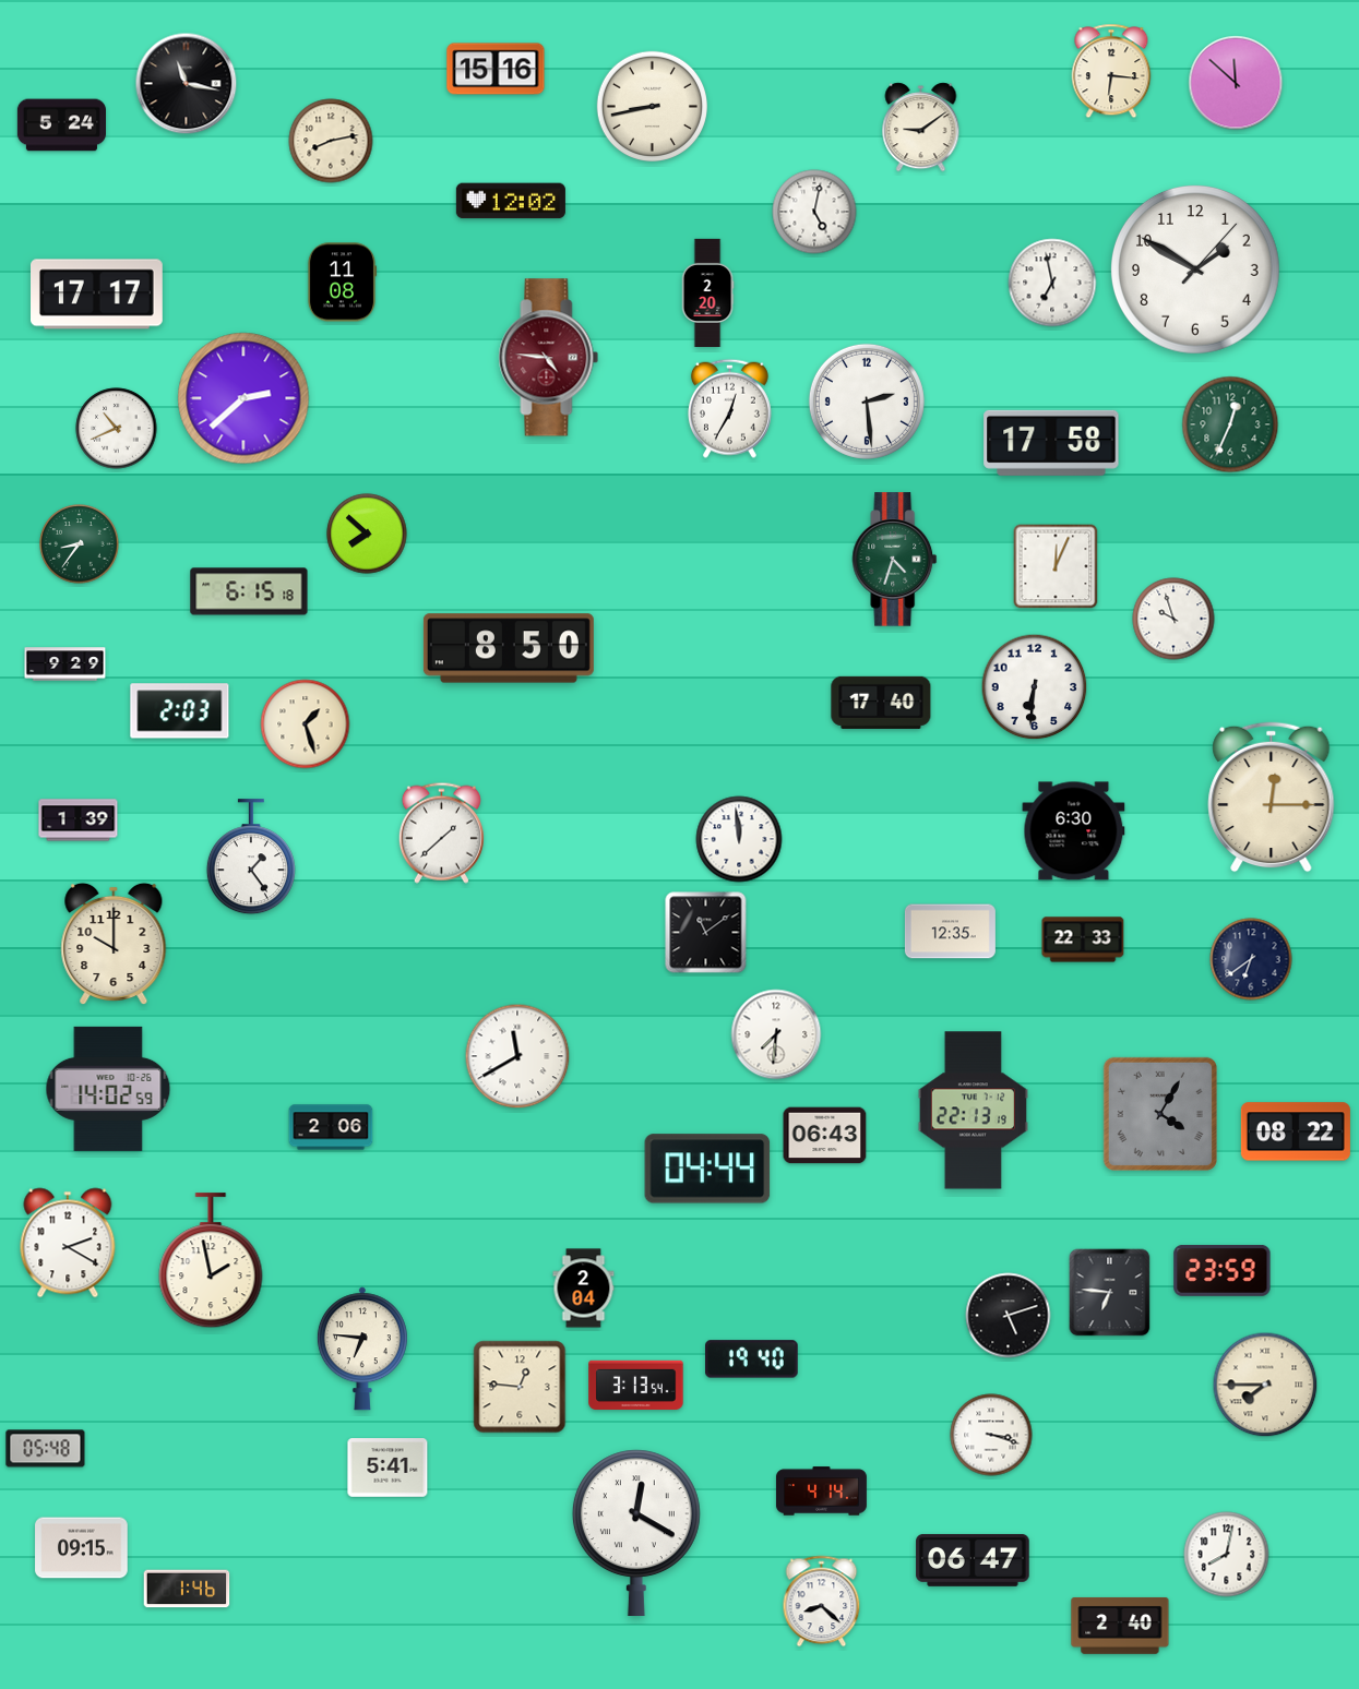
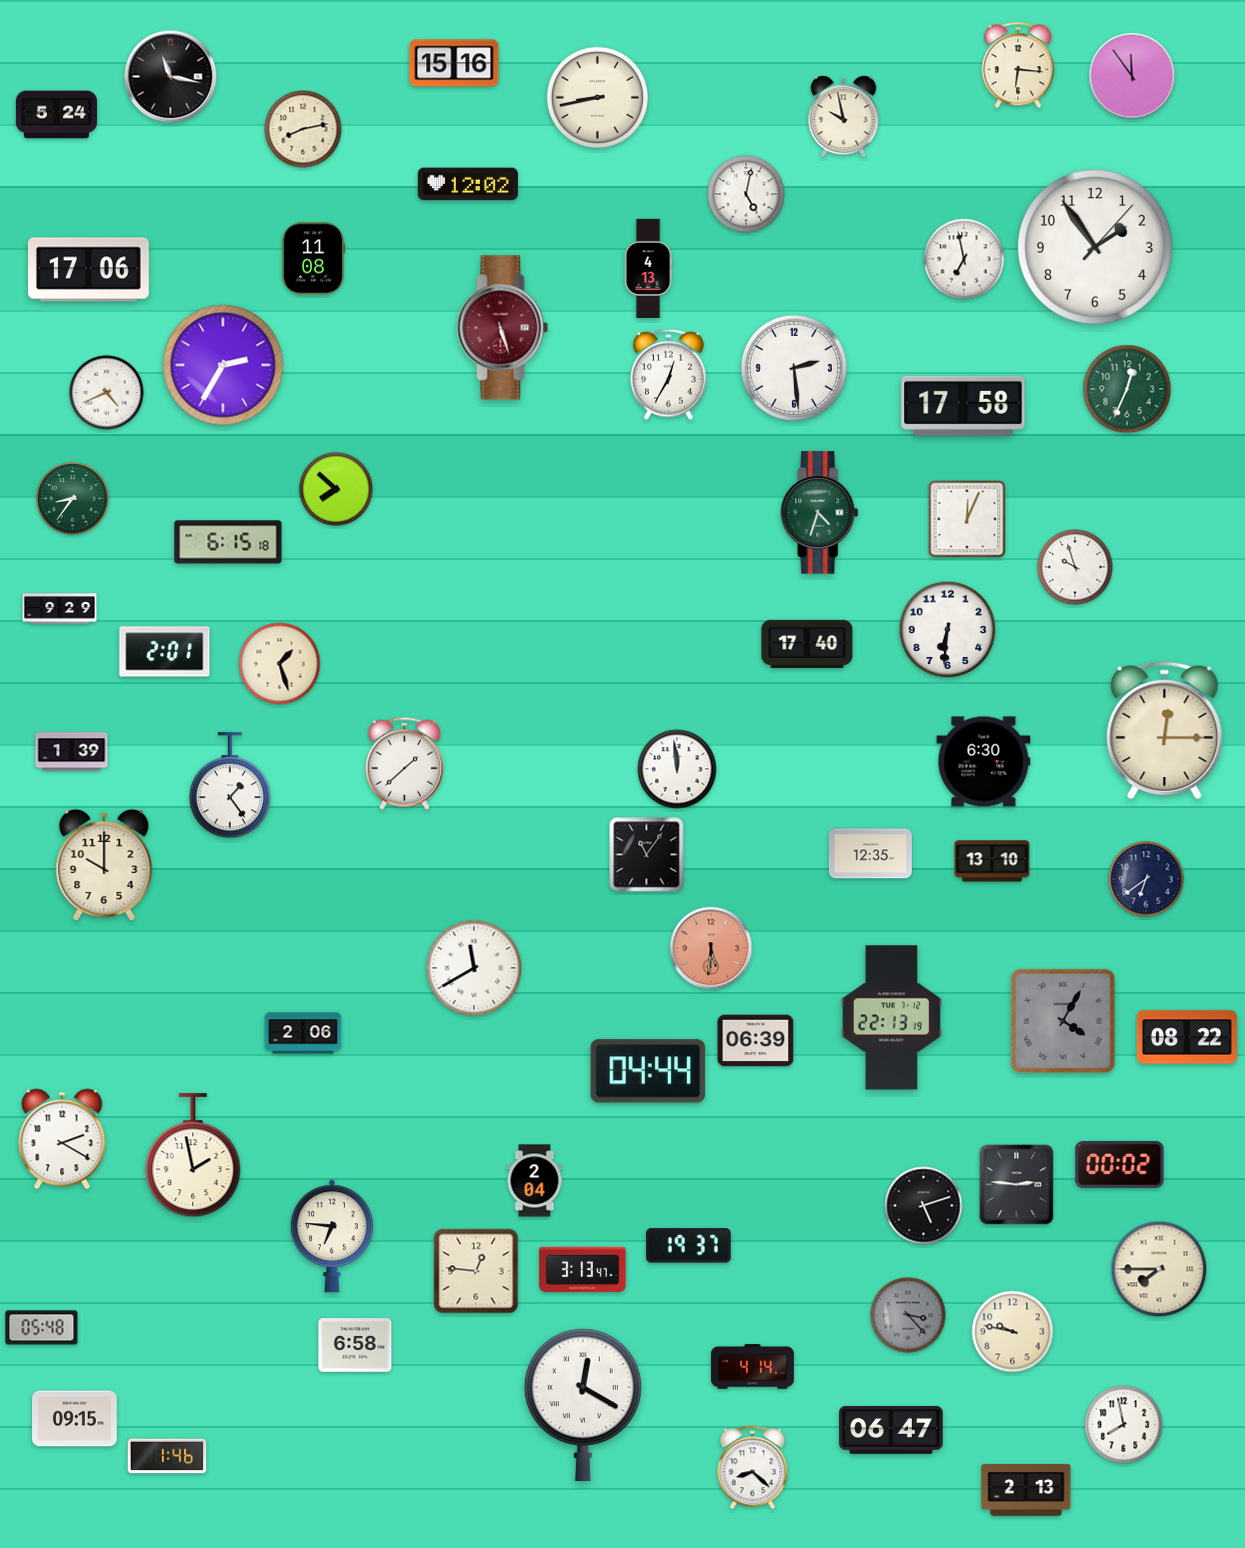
clock at (1236, 83): 11:52 -> 11:54
clock at (921, 128): 9:09 -> 9:58
clock at (1195, 269): 1:50 -> 1:54
clock at (707, 292): 2:20 -> 4:13
clock at (97, 295): 17:17 -> 17:06
clock at (549, 358): 4:46 -> 5:27
clock at (243, 398): 2:38 -> 2:35
clock at (117, 429): 10:41 -> 4:41
clock at (509, 648): 8:50 -> none
clock at (180, 711): 2:03 -> 2:01
clock at (706, 933): 11:09 -> 11:06
clock at (1083, 939): 22:33 -> 13:10
clock at (776, 1034): 7:31 -> 5:31
clock at (776, 1034) dial: white -> salmon
clock at (108, 1089): 14:02 -> none
clock at (825, 1136): 06:43 -> 06:39
clock at (1223, 1270): 23:59 -> 00:02
clock at (1110, 1293): 6:46 -> 2:46
clock at (752, 1359): 19:40 -> 19:37
clock at (636, 1385): 3:13:54 -> 3:13:47
clock at (991, 1435): 3:18 -> 3:23
clock at (991, 1435) dial: white -> grey
clock at (1013, 1332): none -> 9:47
clock at (388, 1468): 5:41 -> 6:58
clock at (1227, 1555): 8:02 -> 7:58
clock at (187, 1589) position: (187, 1589) -> (167, 1456)
clock at (1120, 1626): 2:40 -> 2:13
